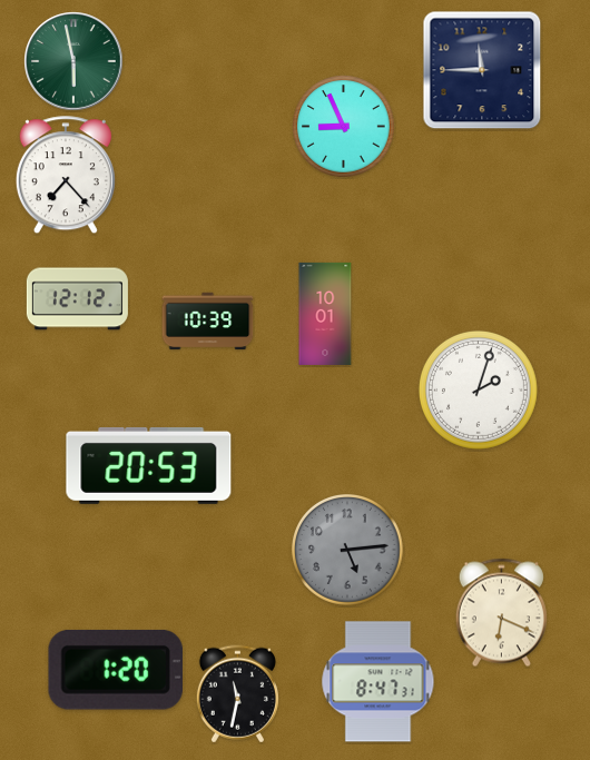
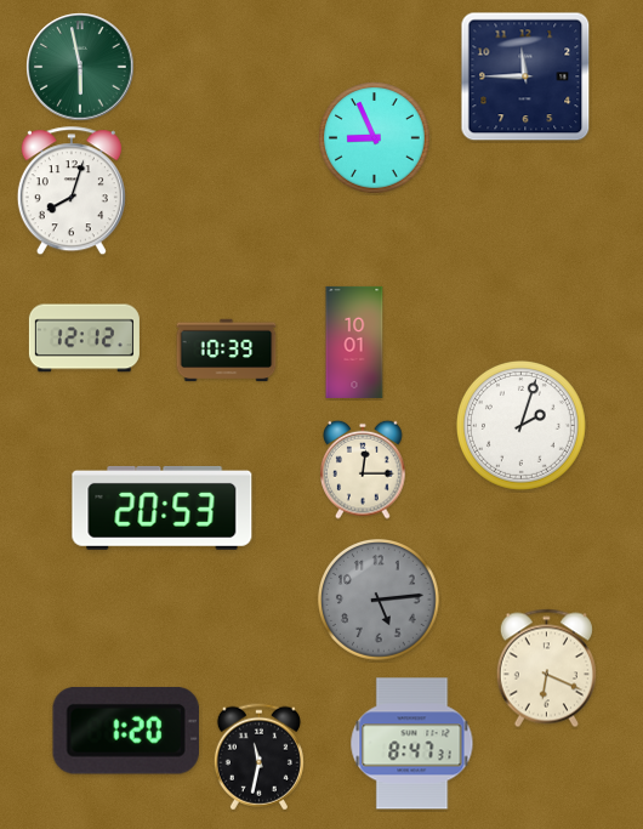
clock at (66, 176): 7:23 -> 8:03
clock at (77, 299) position: (77, 299) -> (84, 339)
clock at (363, 470): none -> 12:15
